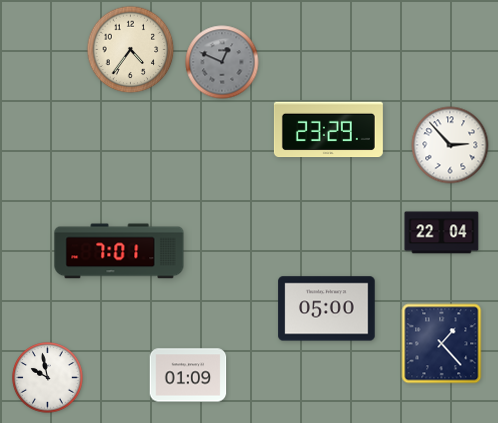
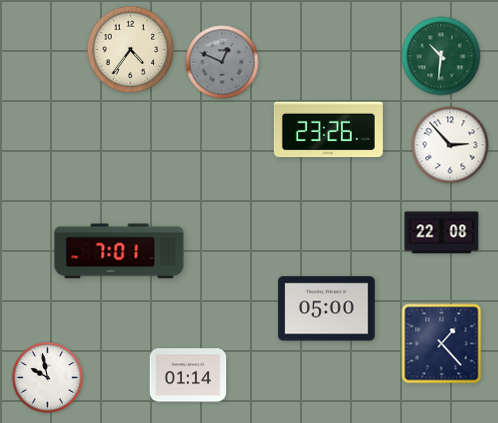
clock at (441, 56): none -> 10:31
clock at (328, 130): 23:29 -> 23:26
clock at (442, 233): 22:04 -> 22:08
clock at (188, 375): 01:09 -> 01:14
